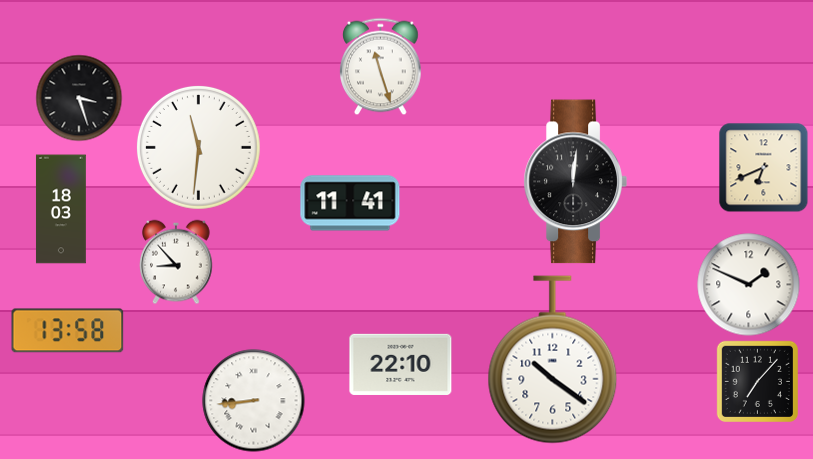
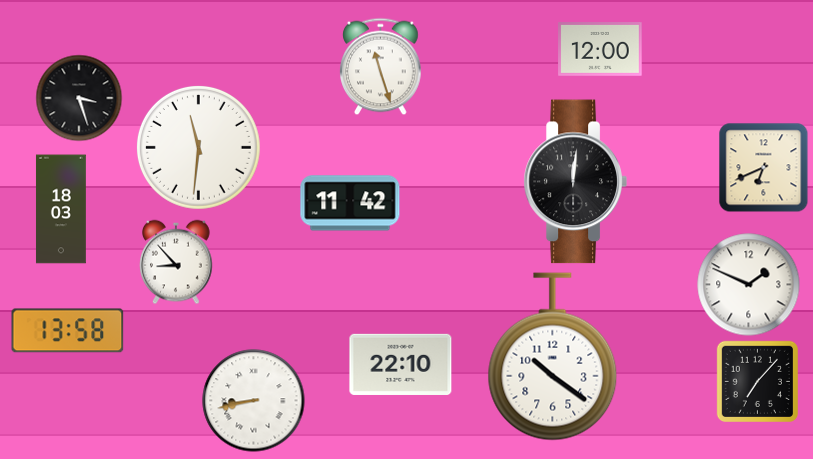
clock at (600, 50): none -> 12:00
clock at (350, 203): 11:41 -> 11:42
clock at (553, 360) position: (553, 360) -> (553, 357)
clock at (254, 401): 8:44 -> 8:43
